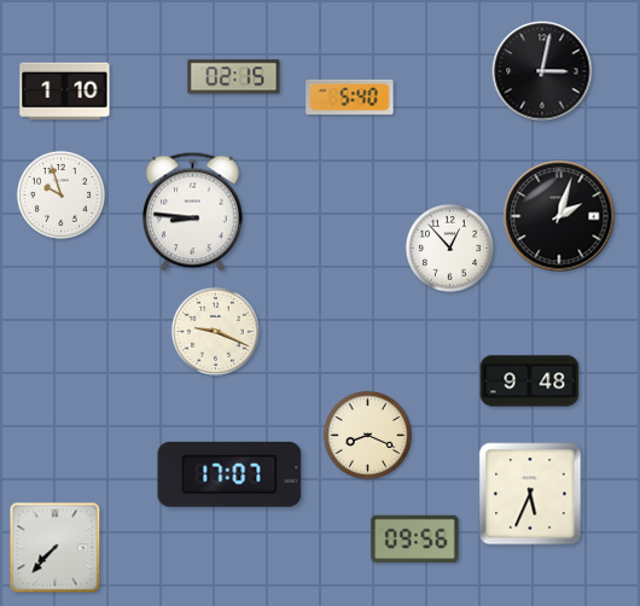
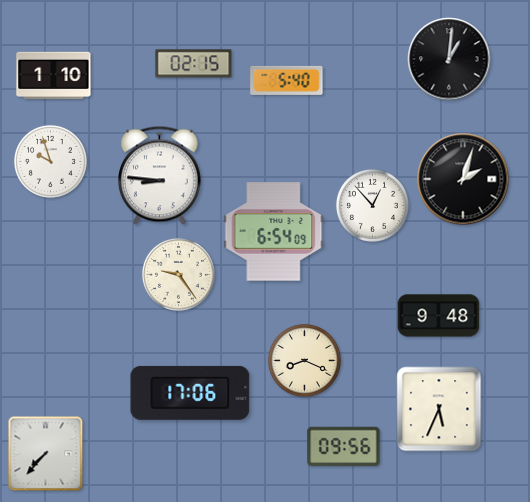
clock at (542, 71): 3:02 -> 1:01
clock at (350, 97) position: (350, 97) -> (287, 80)
clock at (274, 232): none -> 6:54
clock at (215, 331): 9:19 -> 9:24
clock at (229, 474): 17:07 -> 17:06
